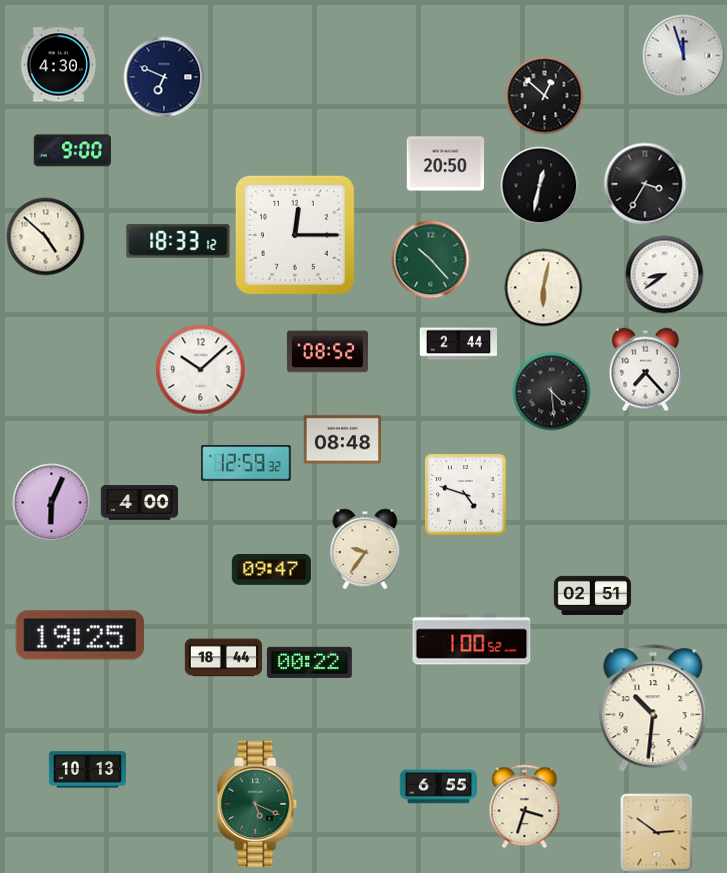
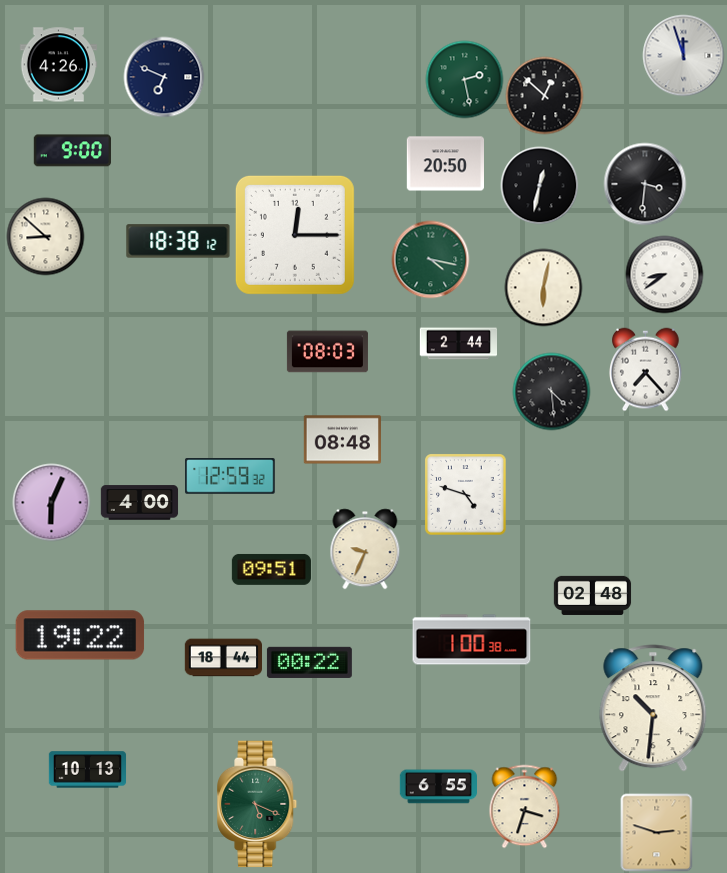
clock at (58, 65): 4:30 -> 4:26
clock at (464, 79): none -> 2:28
clock at (645, 184): 3:35 -> 3:31
clock at (45, 236): 4:52 -> 8:52
clock at (178, 241): 18:33 -> 18:38
clock at (430, 259): 10:23 -> 4:17
clock at (327, 352): 08:52 -> 08:03
clock at (200, 369): 10:08 -> none
clock at (246, 464) position: (246, 464) -> (230, 477)
clock at (365, 549): 9:36 -> 9:34
clock at (271, 569): 09:47 -> 09:51
clock at (592, 595): 02:51 -> 02:48
clock at (80, 635): 19:25 -> 19:22
clock at (472, 640): 1:00:52 -> 1:00:38
clock at (657, 832): 2:51 -> 2:48
